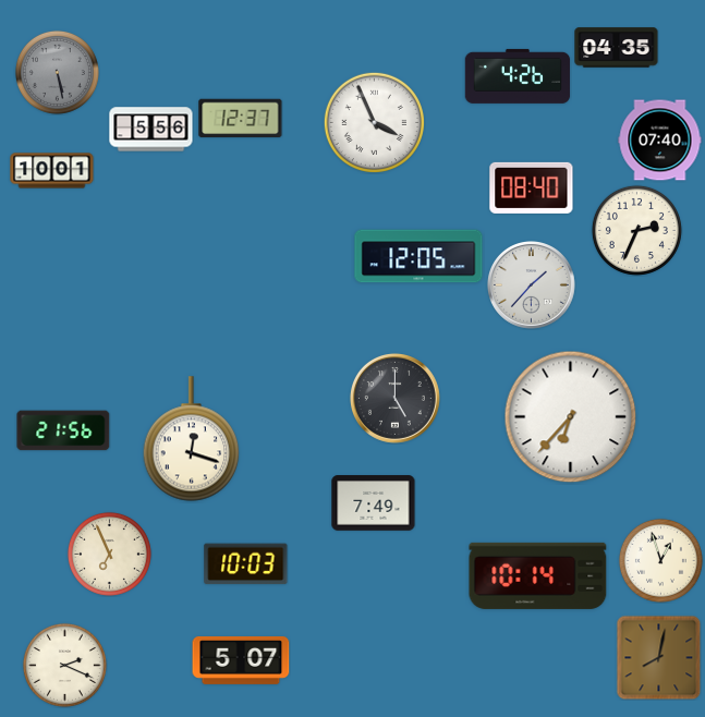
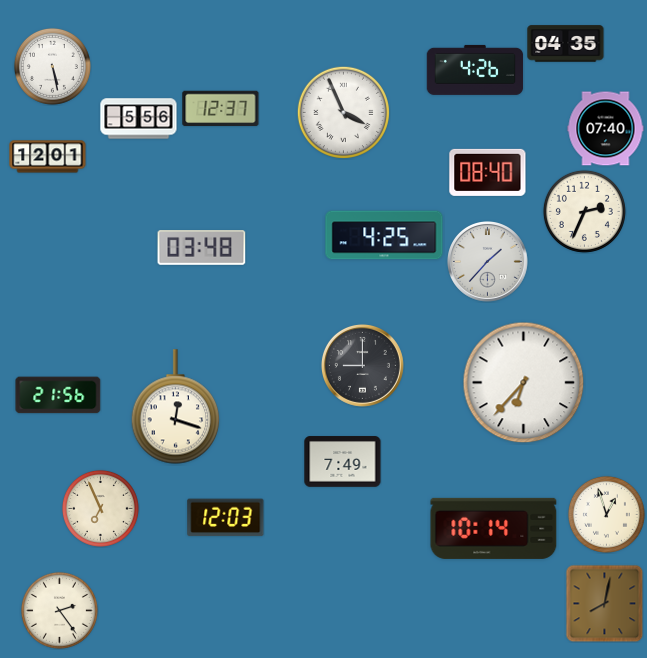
clock at (57, 72) dial: grey -> white
clock at (52, 171): 10:01 -> 12:01
clock at (418, 256): 12:05 -> 4:25
clock at (202, 248): none -> 03:48
clock at (394, 398): 5:00 -> 9:00
clock at (192, 439) position: (192, 439) -> (176, 407)
clock at (246, 564): 10:03 -> 12:03
clock at (241, 660): 5:07 -> none
clock at (64, 665): 2:19 -> 2:24
